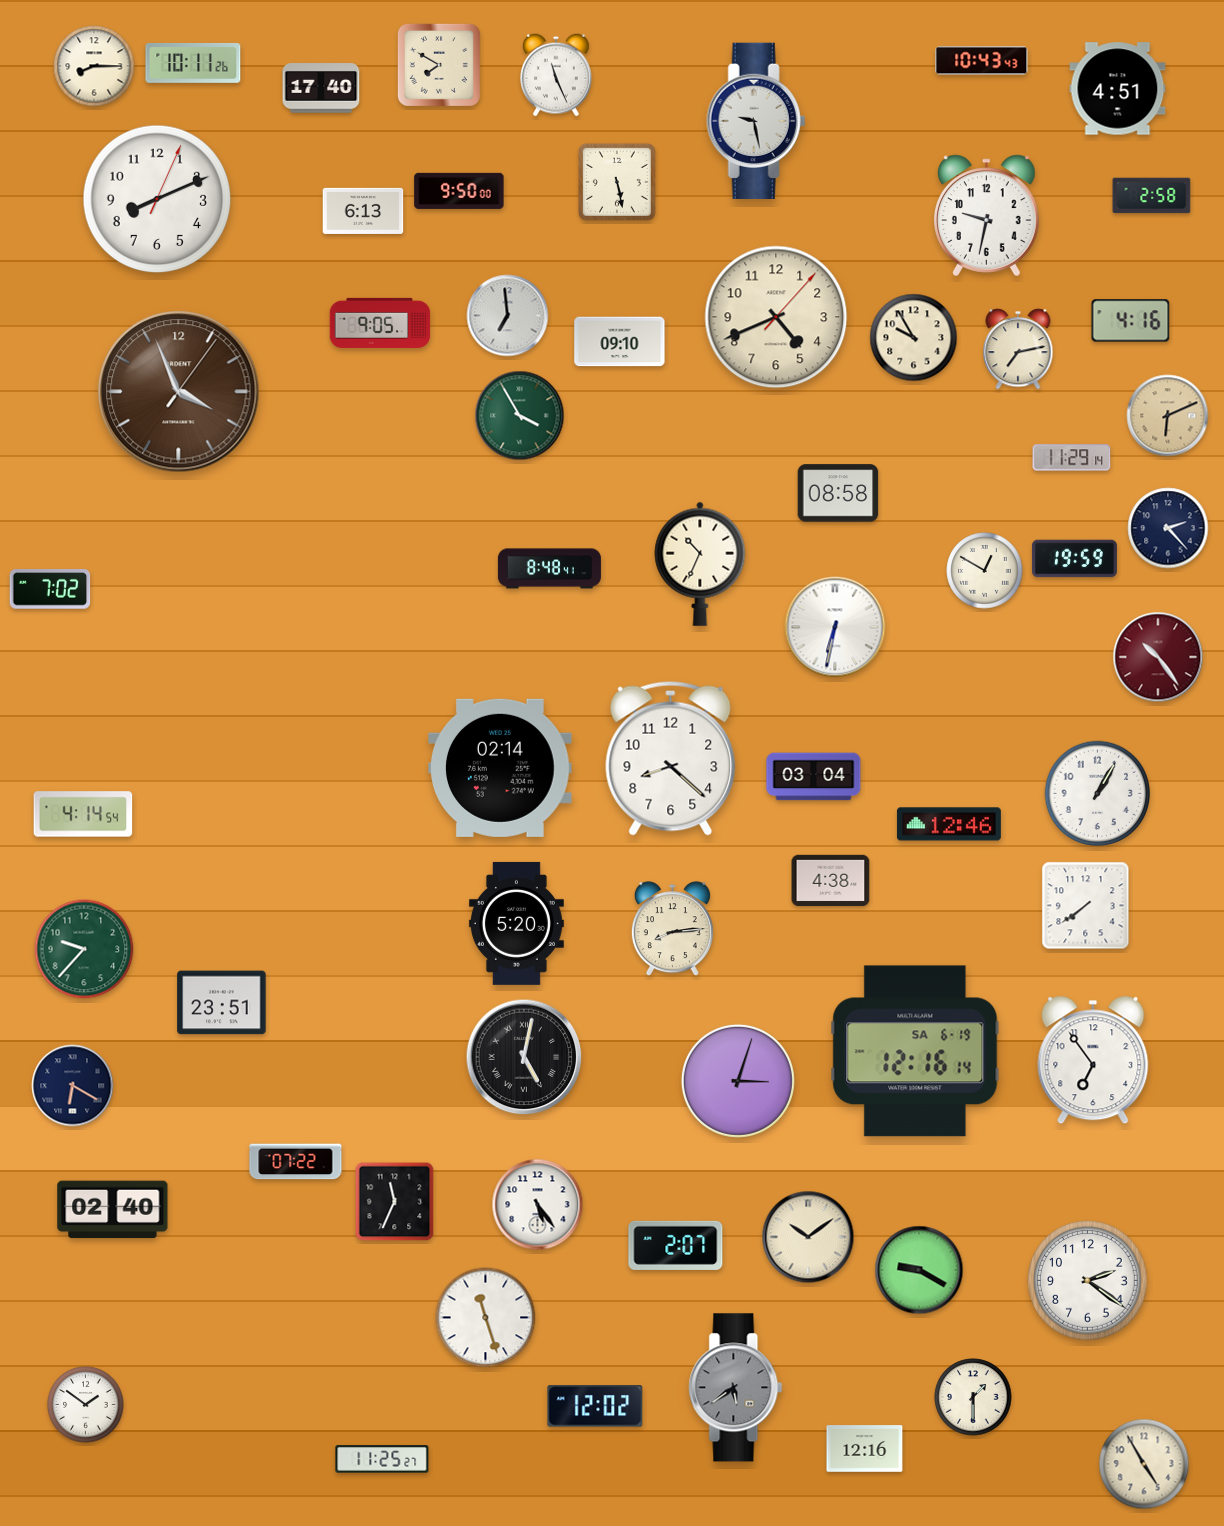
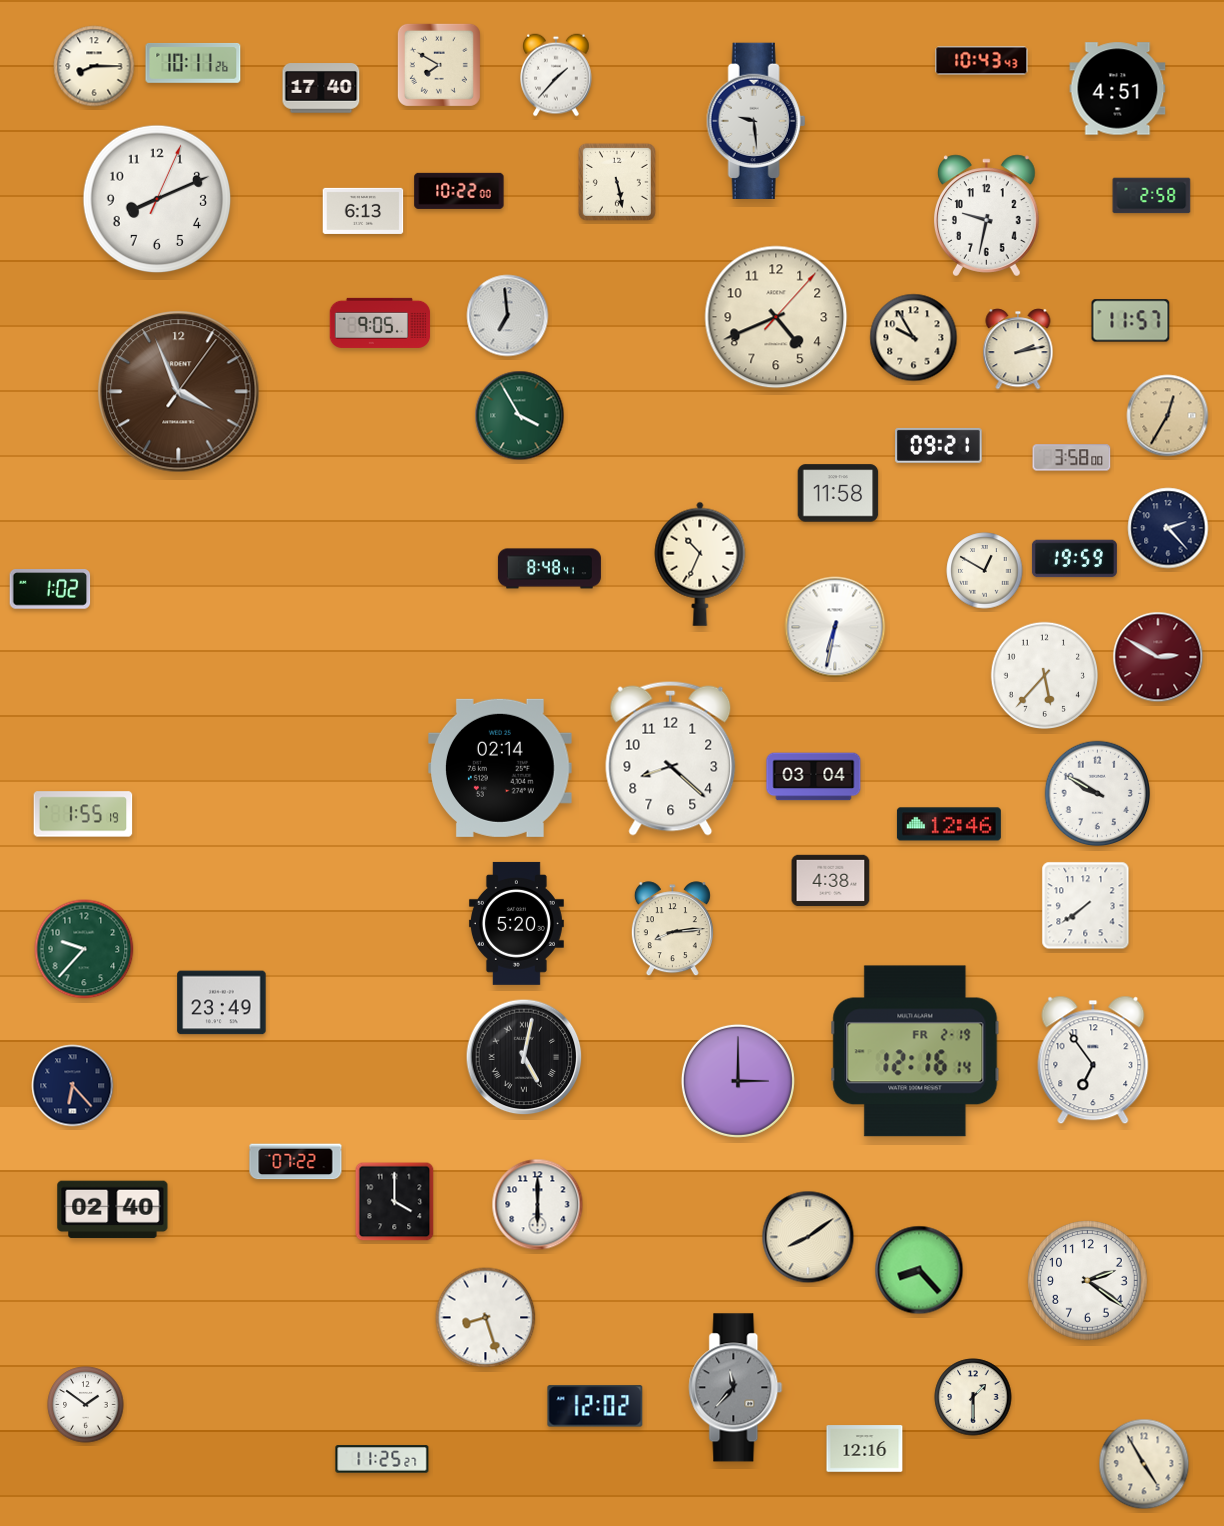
clock at (557, 75): 11:26 -> 1:37
clock at (756, 120): 9:28 -> 9:29
clock at (459, 191): 9:50 -> 10:22
clock at (1131, 321): 4:16 -> 11:57
clock at (620, 342): 09:10 -> none
clock at (1018, 349): 7:13 -> 2:13
clock at (1168, 416): 6:11 -> 12:35
clock at (939, 445): none -> 09:21
clock at (1072, 458): 11:29 -> 3:58
clock at (838, 493): 08:58 -> 11:58
clock at (50, 589): 7:02 -> 1:02
clock at (1158, 657): 10:24 -> 2:50
clock at (1044, 675): none -> 5:37
clock at (1098, 794): 1:05 -> 9:50
clock at (83, 814): 4:14 -> 1:55
clock at (222, 1003): 23:51 -> 23:49
clock at (915, 1051) date: SA 6-19 -> FR 2-19
clock at (738, 1081): 3:03 -> 3:00
clock at (73, 1086): 6:20 -> 6:23
clock at (395, 1202): 11:34 -> 4:00
clock at (538, 1205): 5:24 -> 6:00
clock at (808, 1237): 10:09 -> 8:09
clock at (676, 1245): 2:07 -> none
clock at (919, 1270): 9:20 -> 8:23
clock at (486, 1318): 11:27 -> 8:27
clock at (736, 1388): 5:39 -> 11:37
